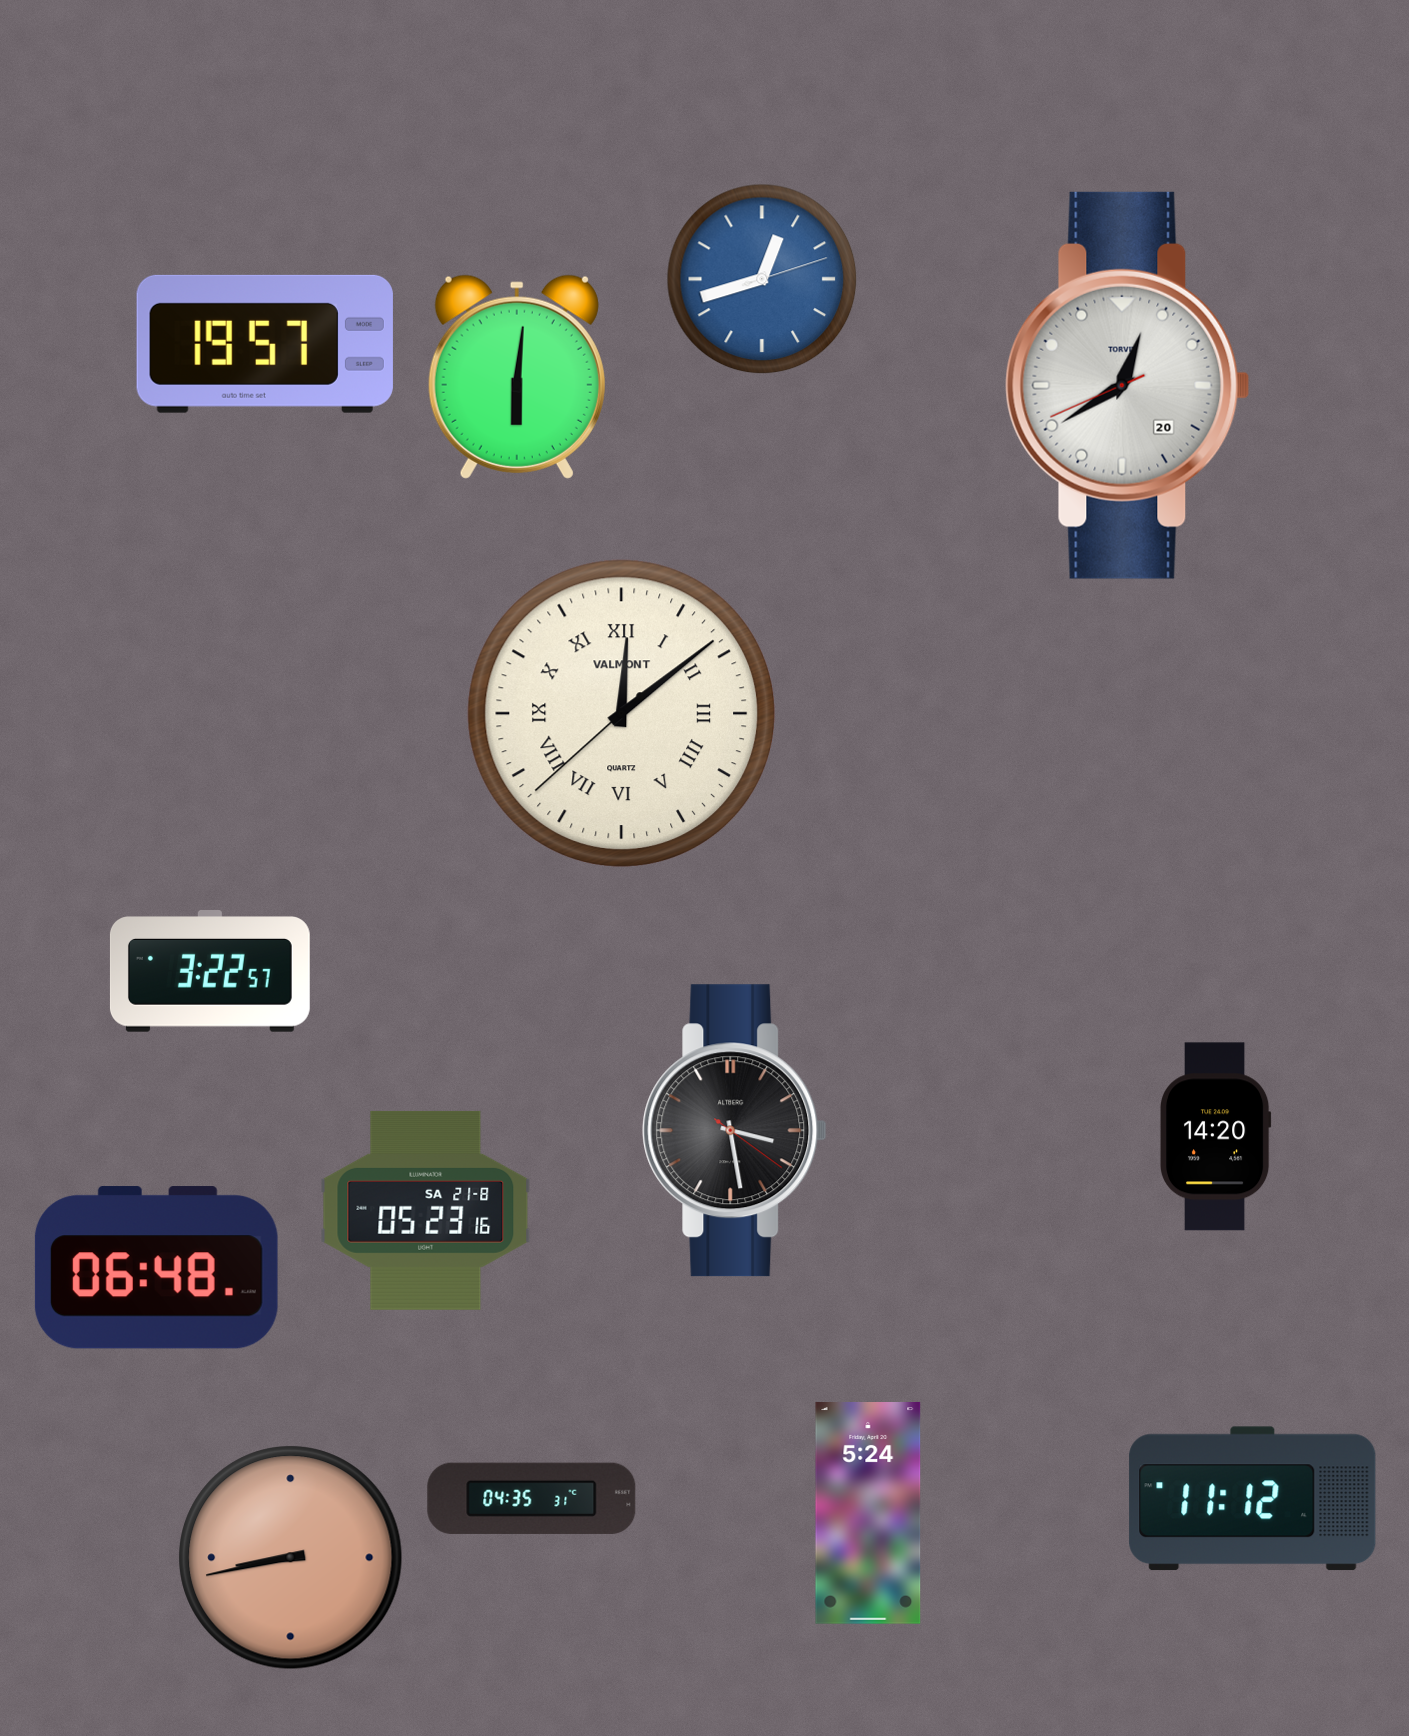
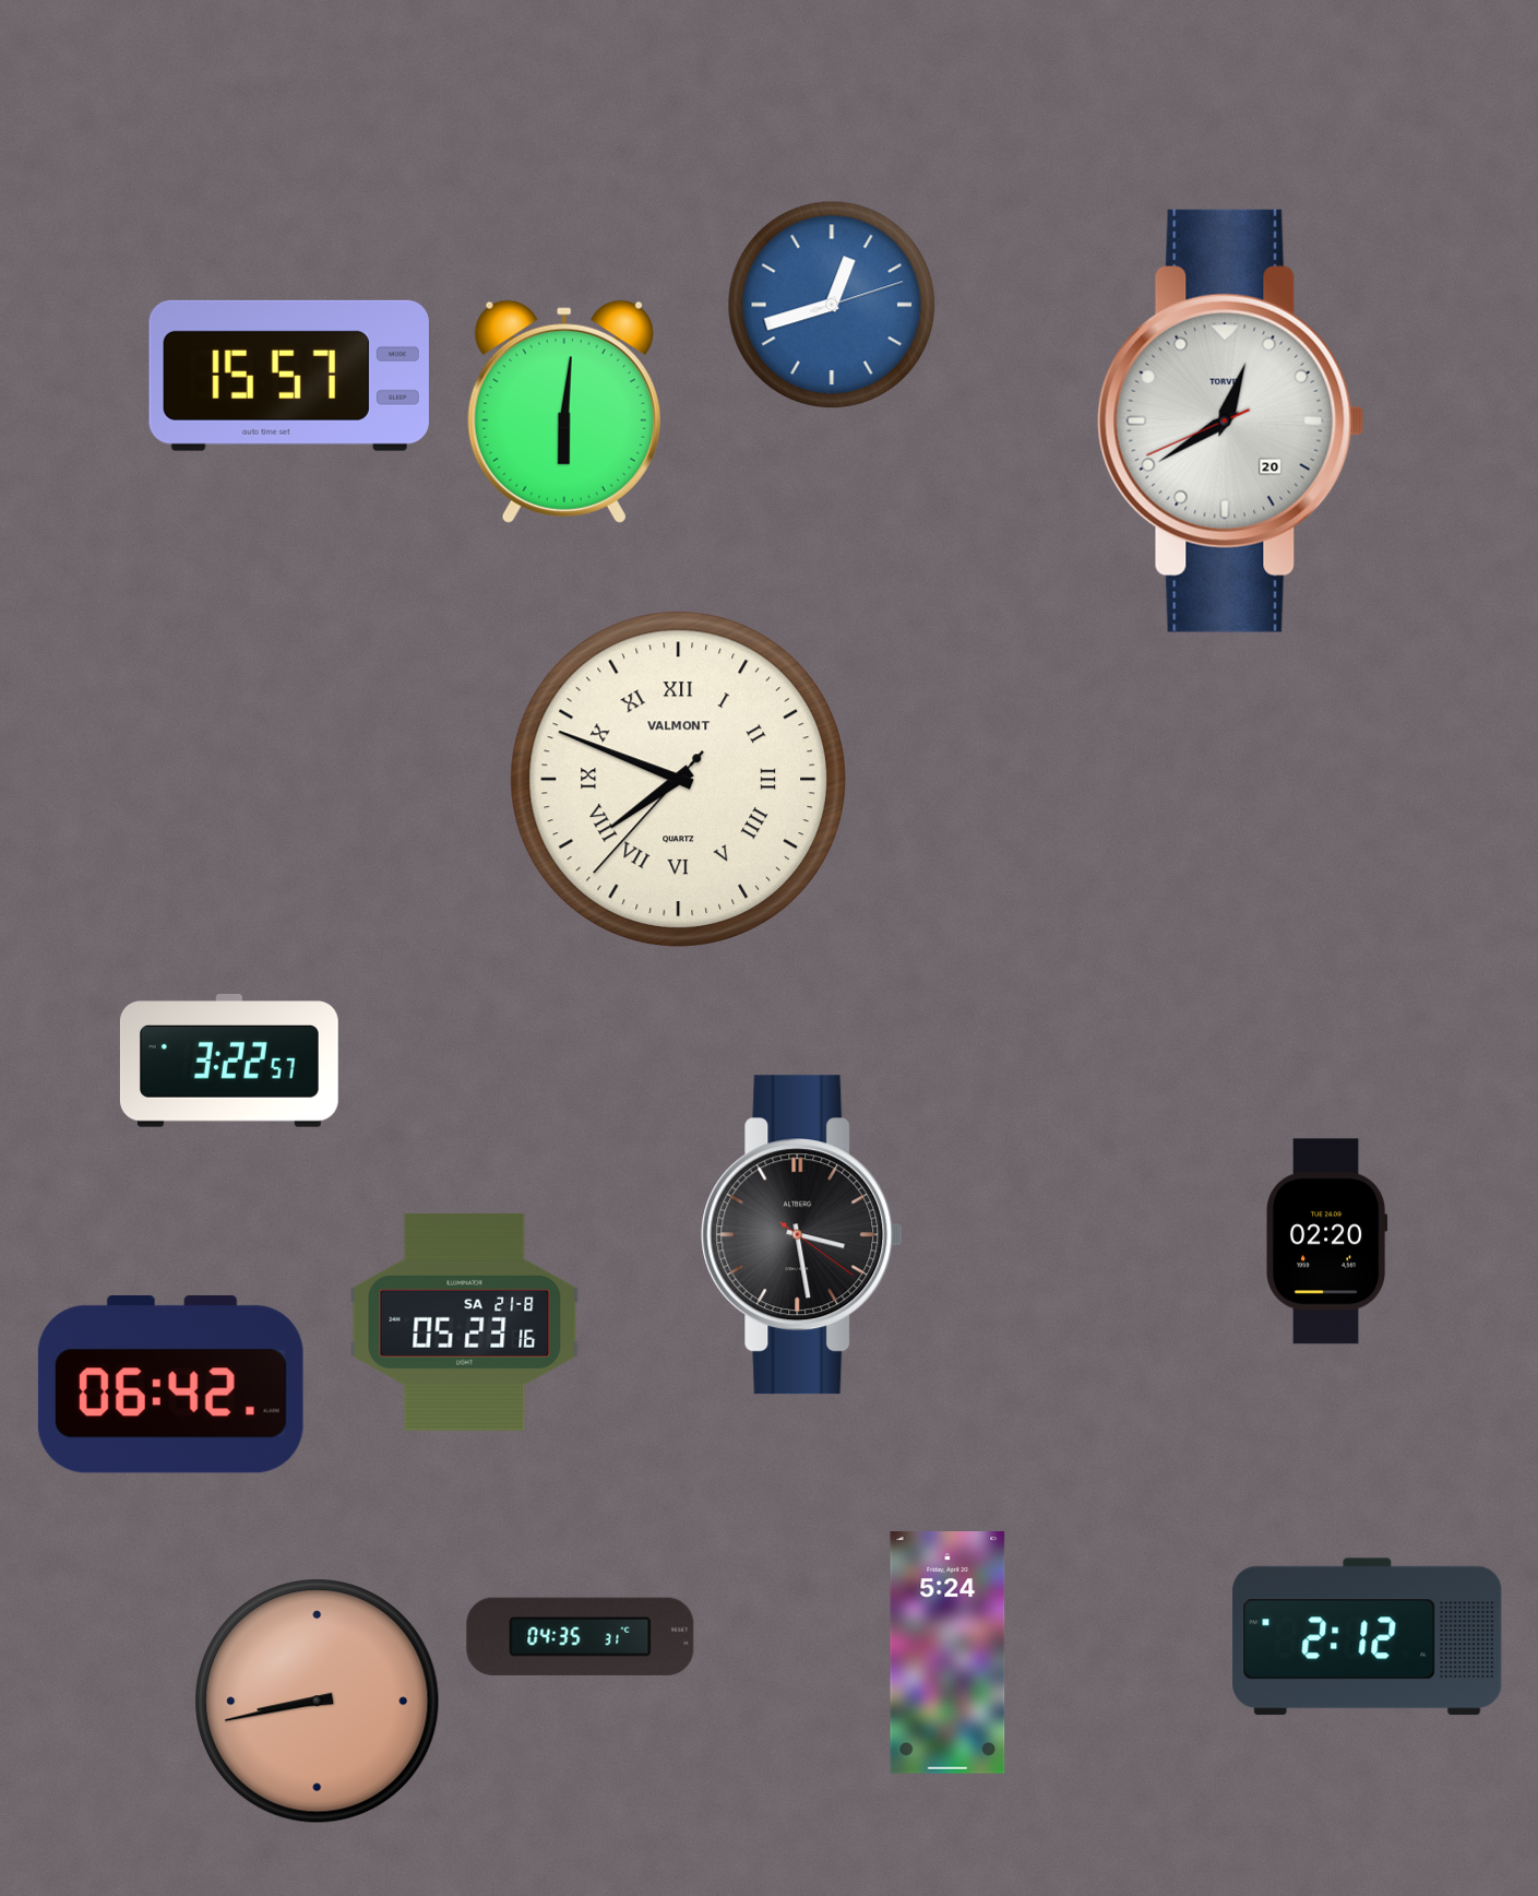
clock at (265, 344): 19:57 -> 15:57
clock at (621, 713): 12:08 -> 7:48
clock at (1215, 1137): 14:20 -> 02:20
clock at (156, 1268): 06:48 -> 06:42
clock at (1253, 1499): 11:12 -> 2:12
